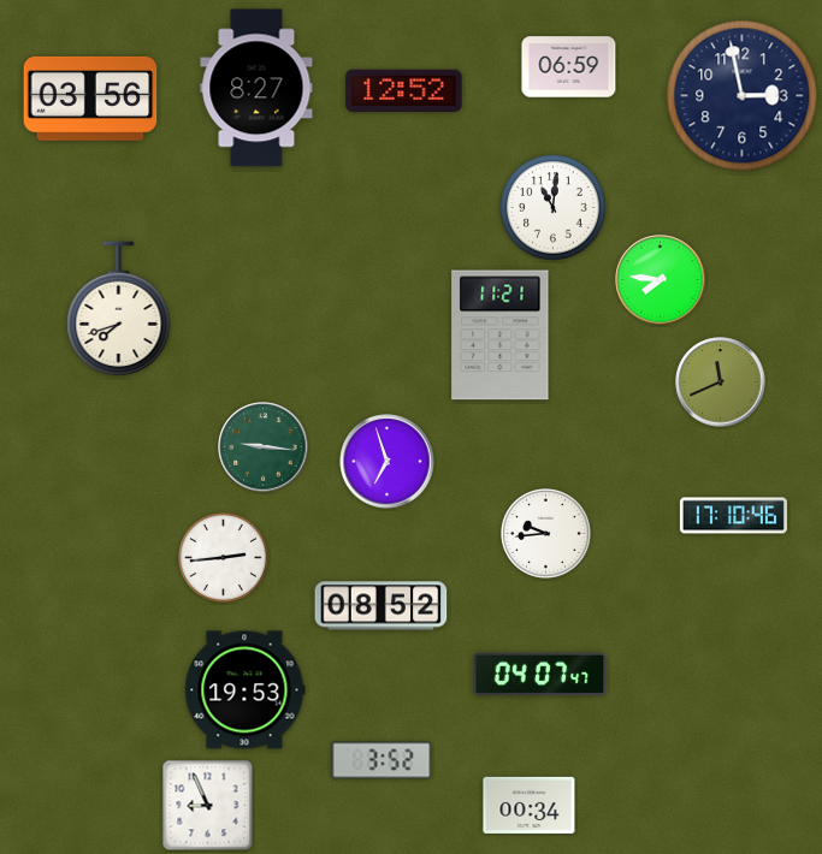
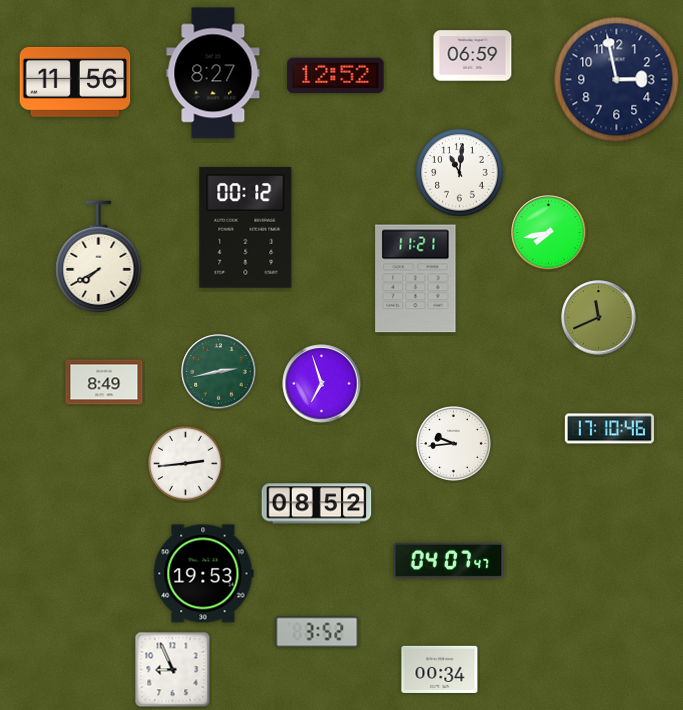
clock at (90, 99): 03:56 -> 11:56
clock at (246, 228): none -> 00:12
clock at (661, 280): 7:46 -> 7:43
clock at (119, 309): 7:42 -> 7:40
clock at (264, 447): 9:16 -> 2:43
clock at (104, 382): none -> 8:49
